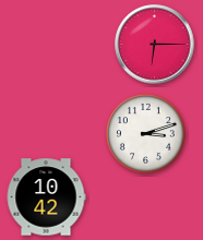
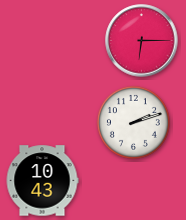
clock at (145, 133): 3:12 -> 2:12
clock at (46, 197): 10:42 -> 10:43
